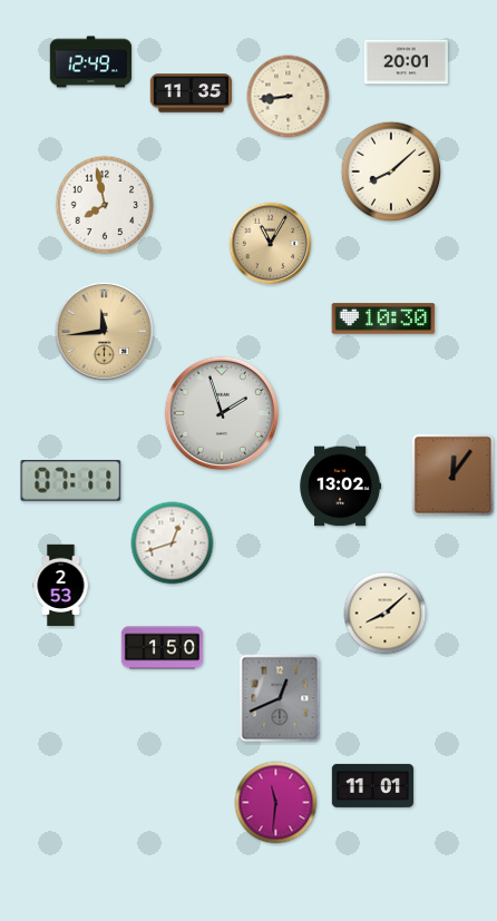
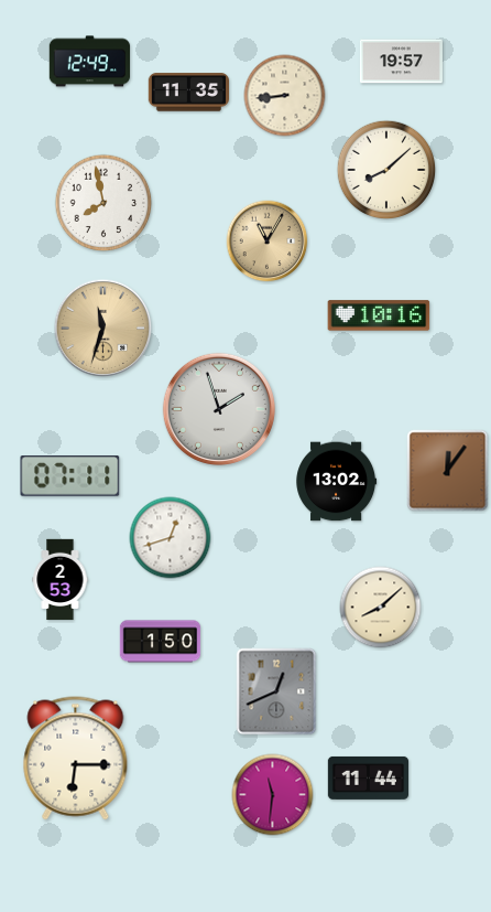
clock at (406, 62): 20:01 -> 19:57
clock at (383, 319): 10:30 -> 10:16
clock at (105, 332): 11:44 -> 11:33
clock at (76, 759): none -> 6:15
clock at (373, 785): 11:01 -> 11:44
